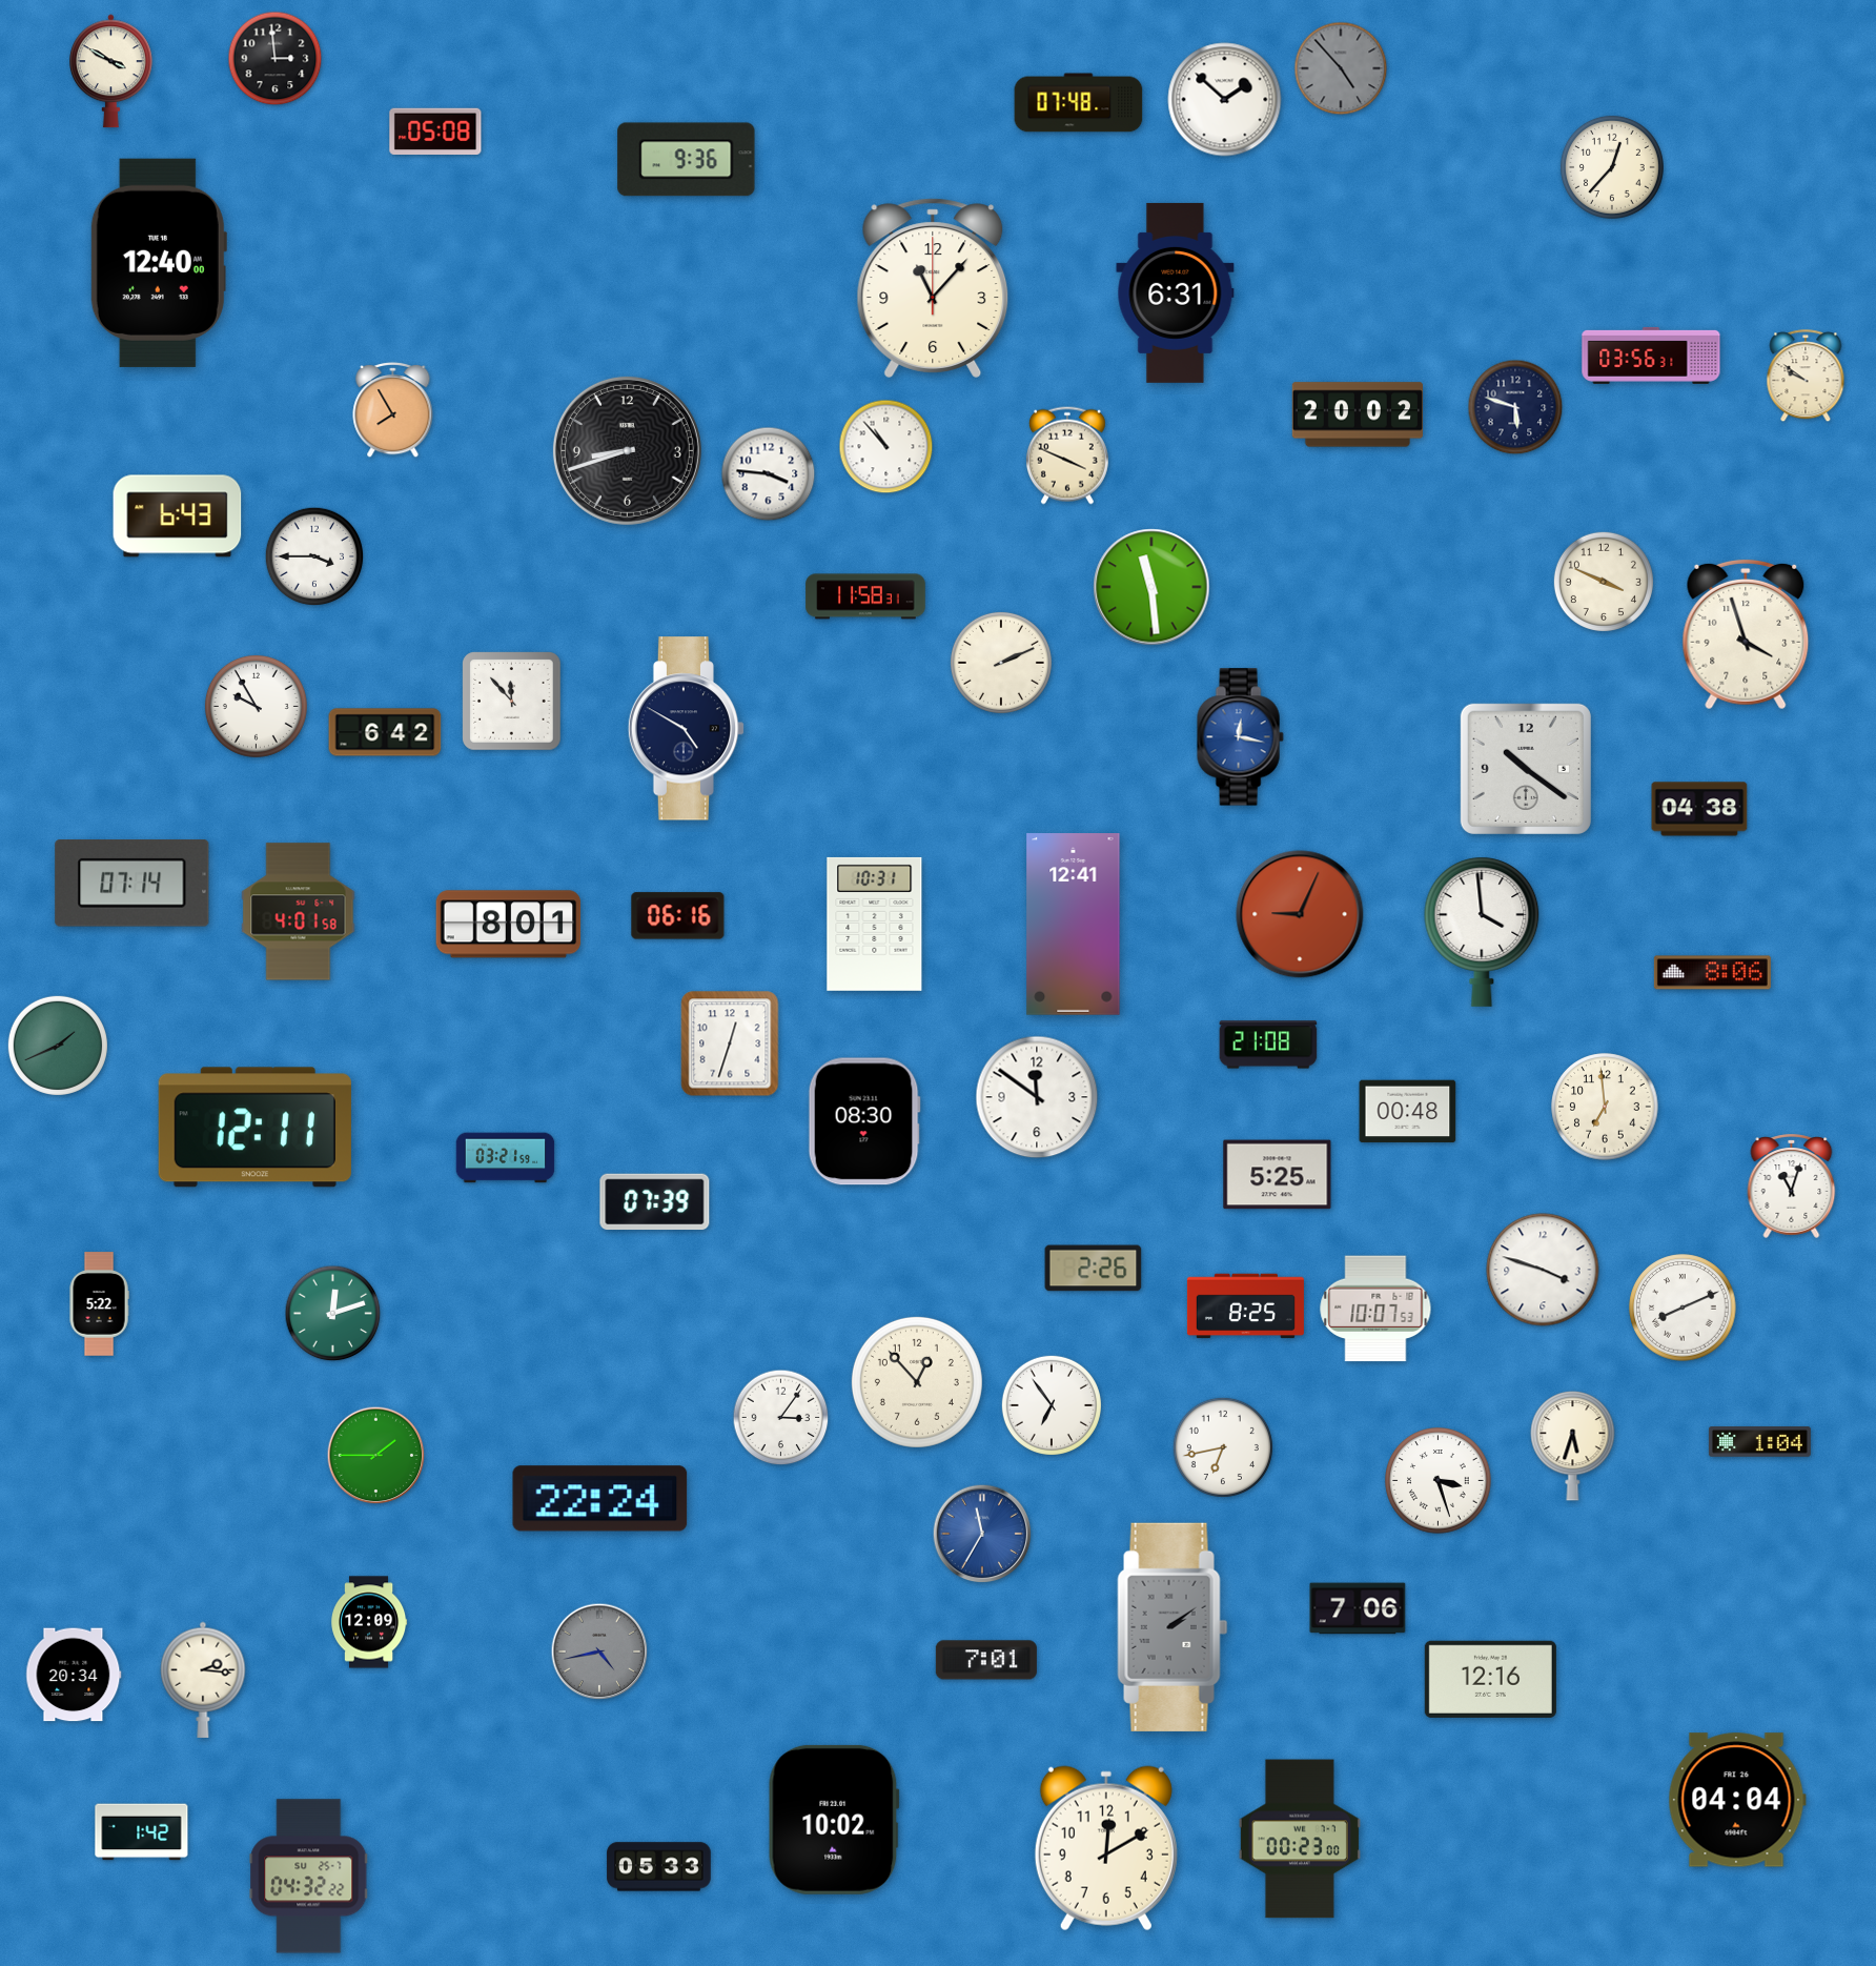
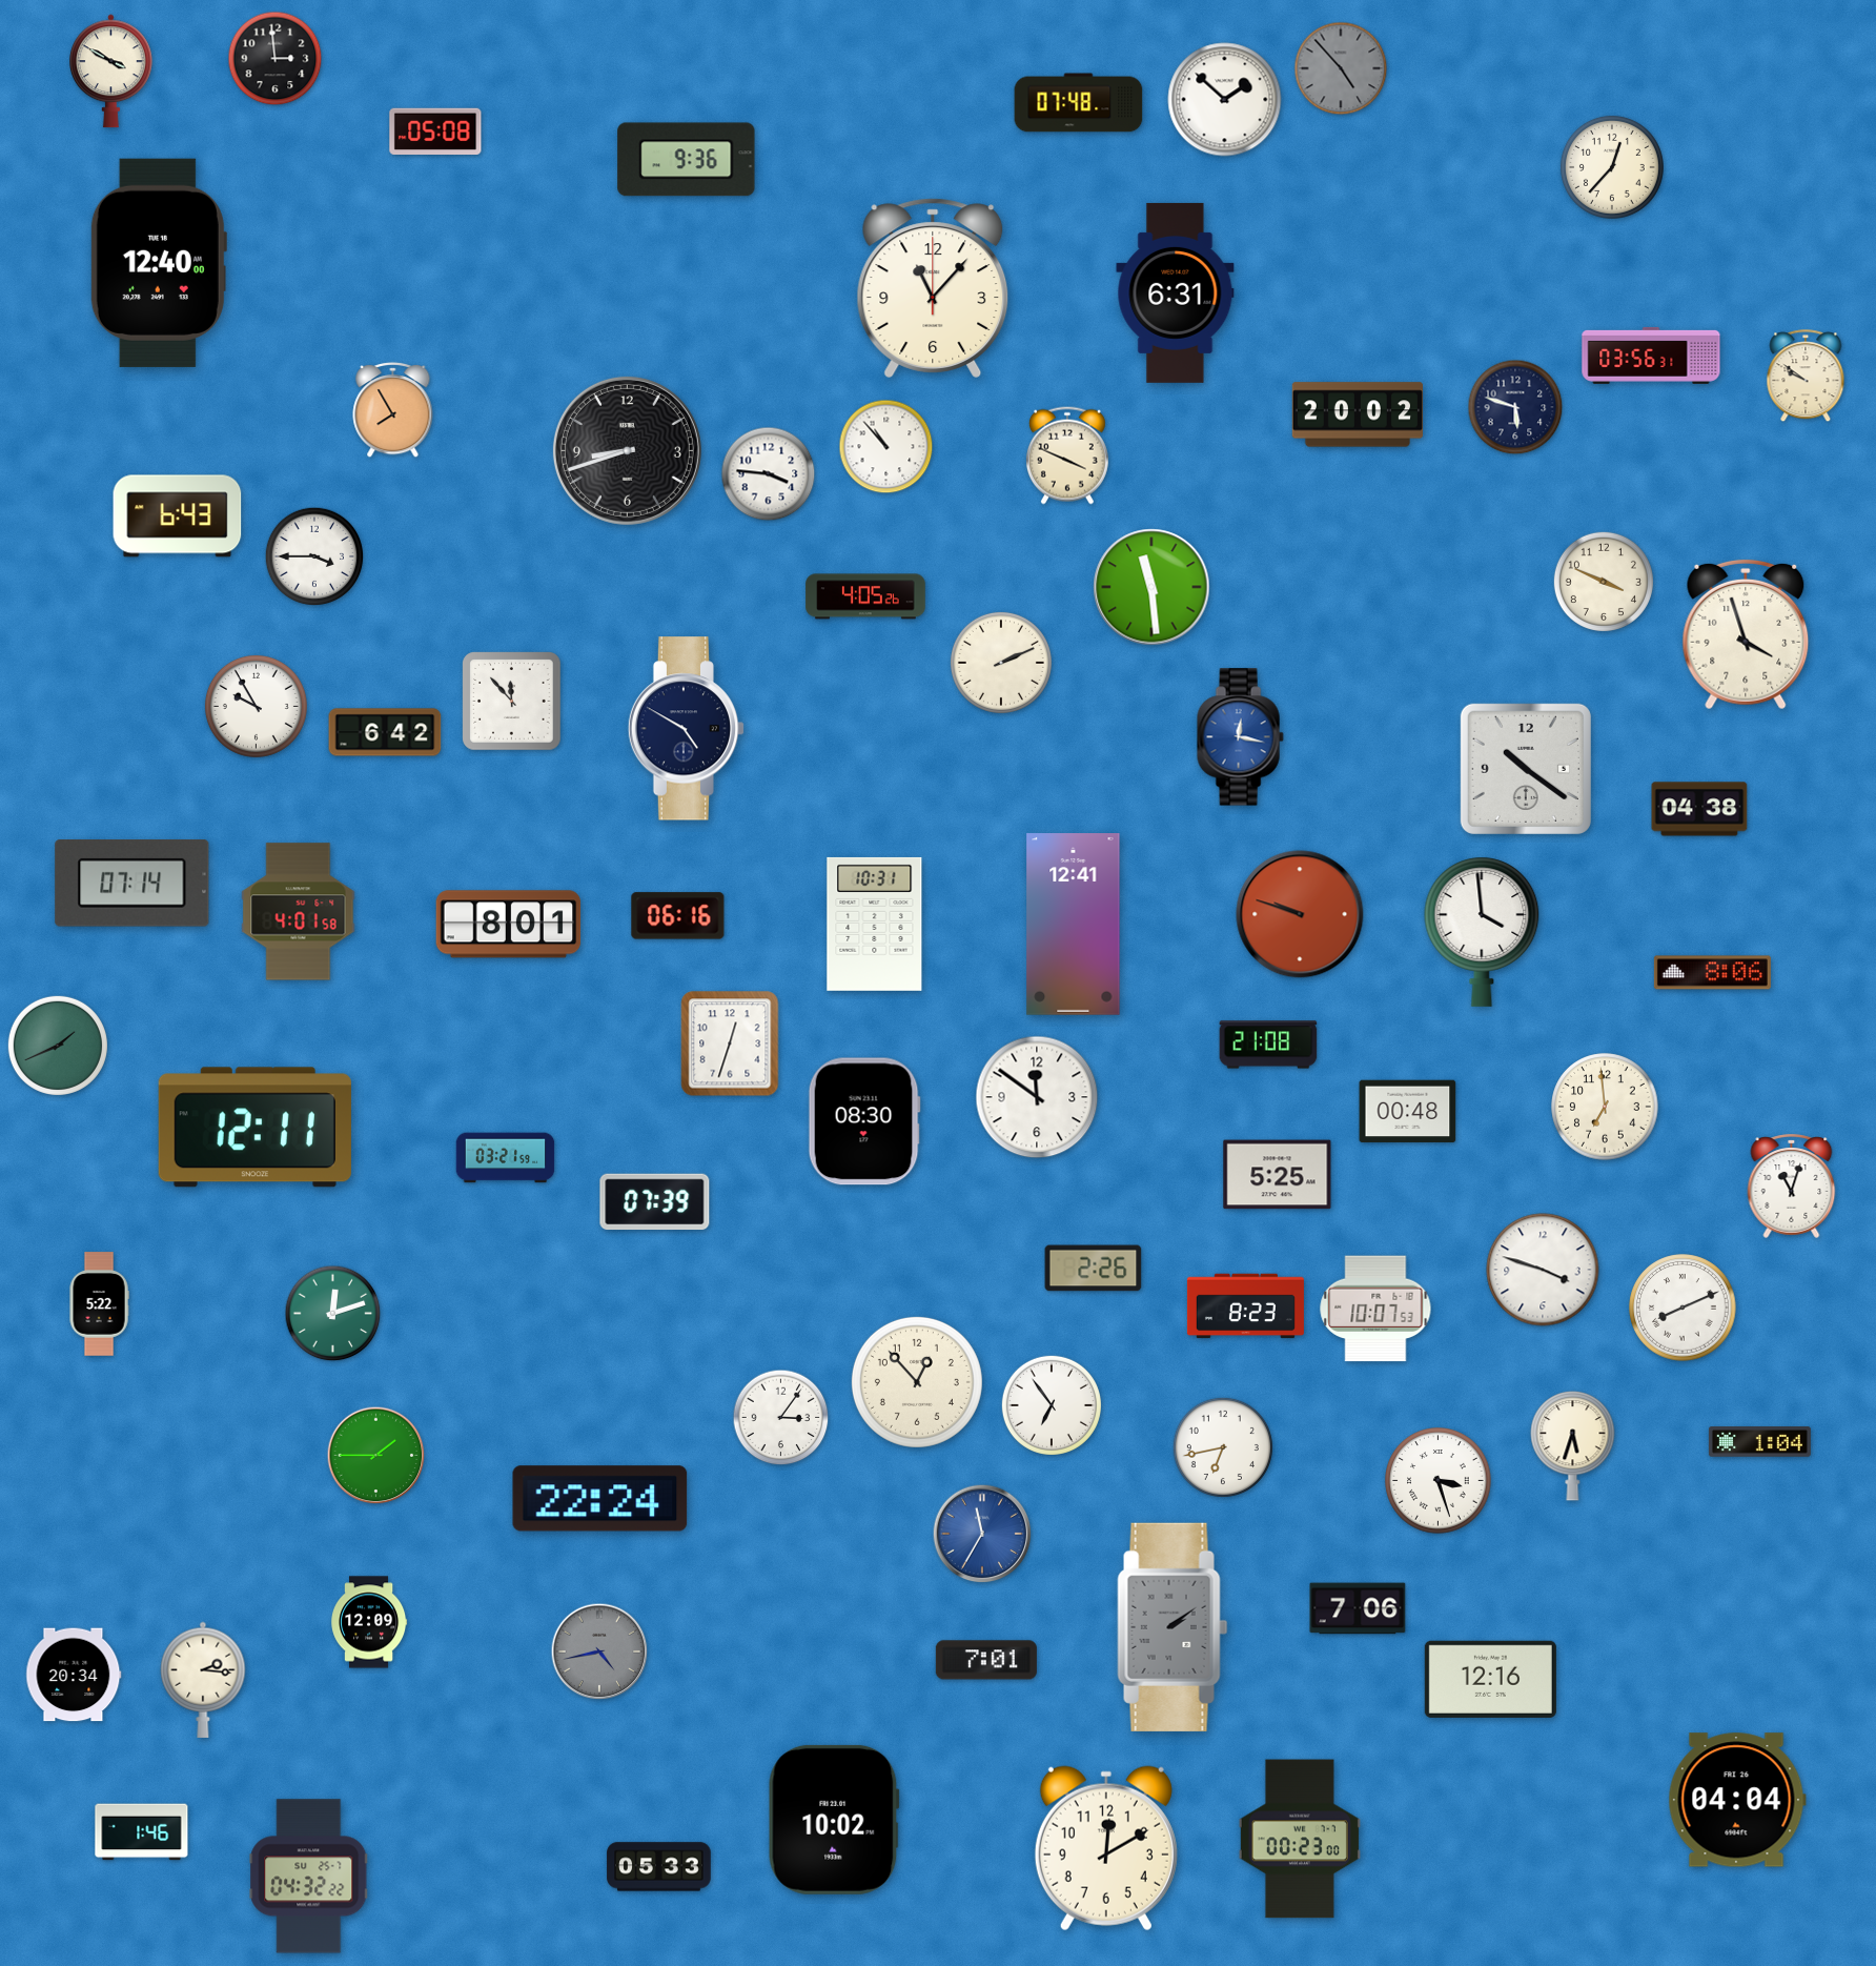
clock at (865, 596): 11:58 -> 4:05
clock at (1300, 914): 9:04 -> 9:48
clock at (1245, 1306): 8:25 -> 8:23
clock at (142, 1832): 1:42 -> 1:46
